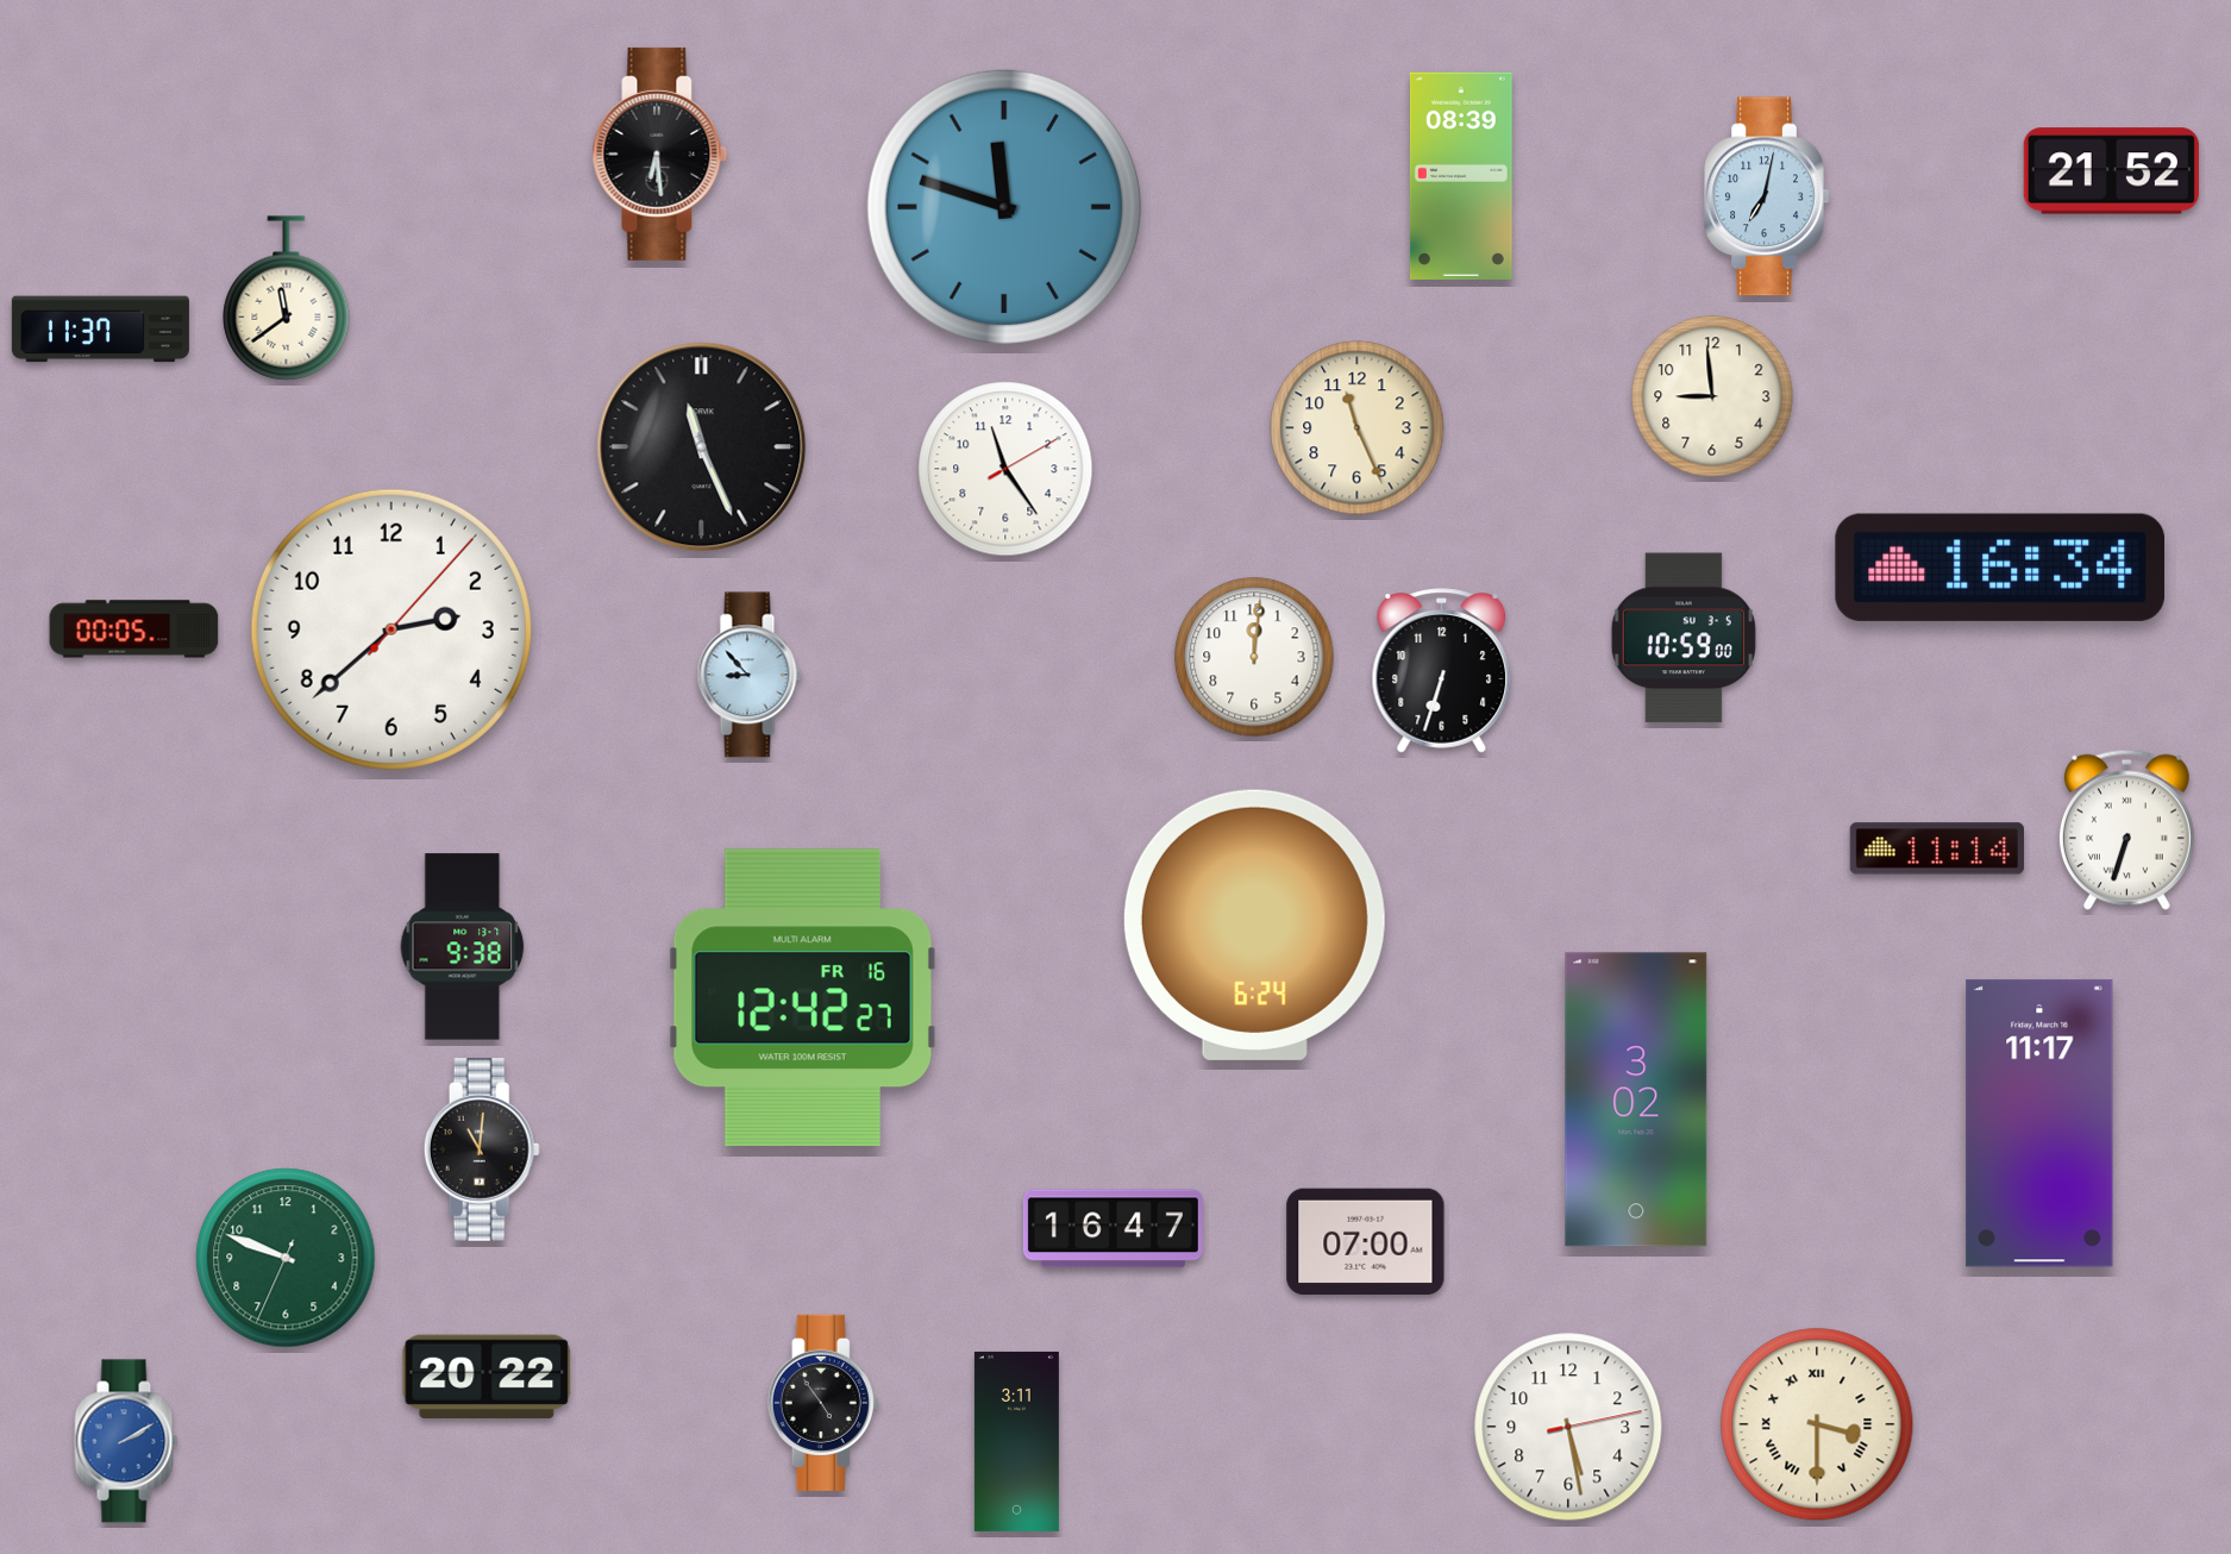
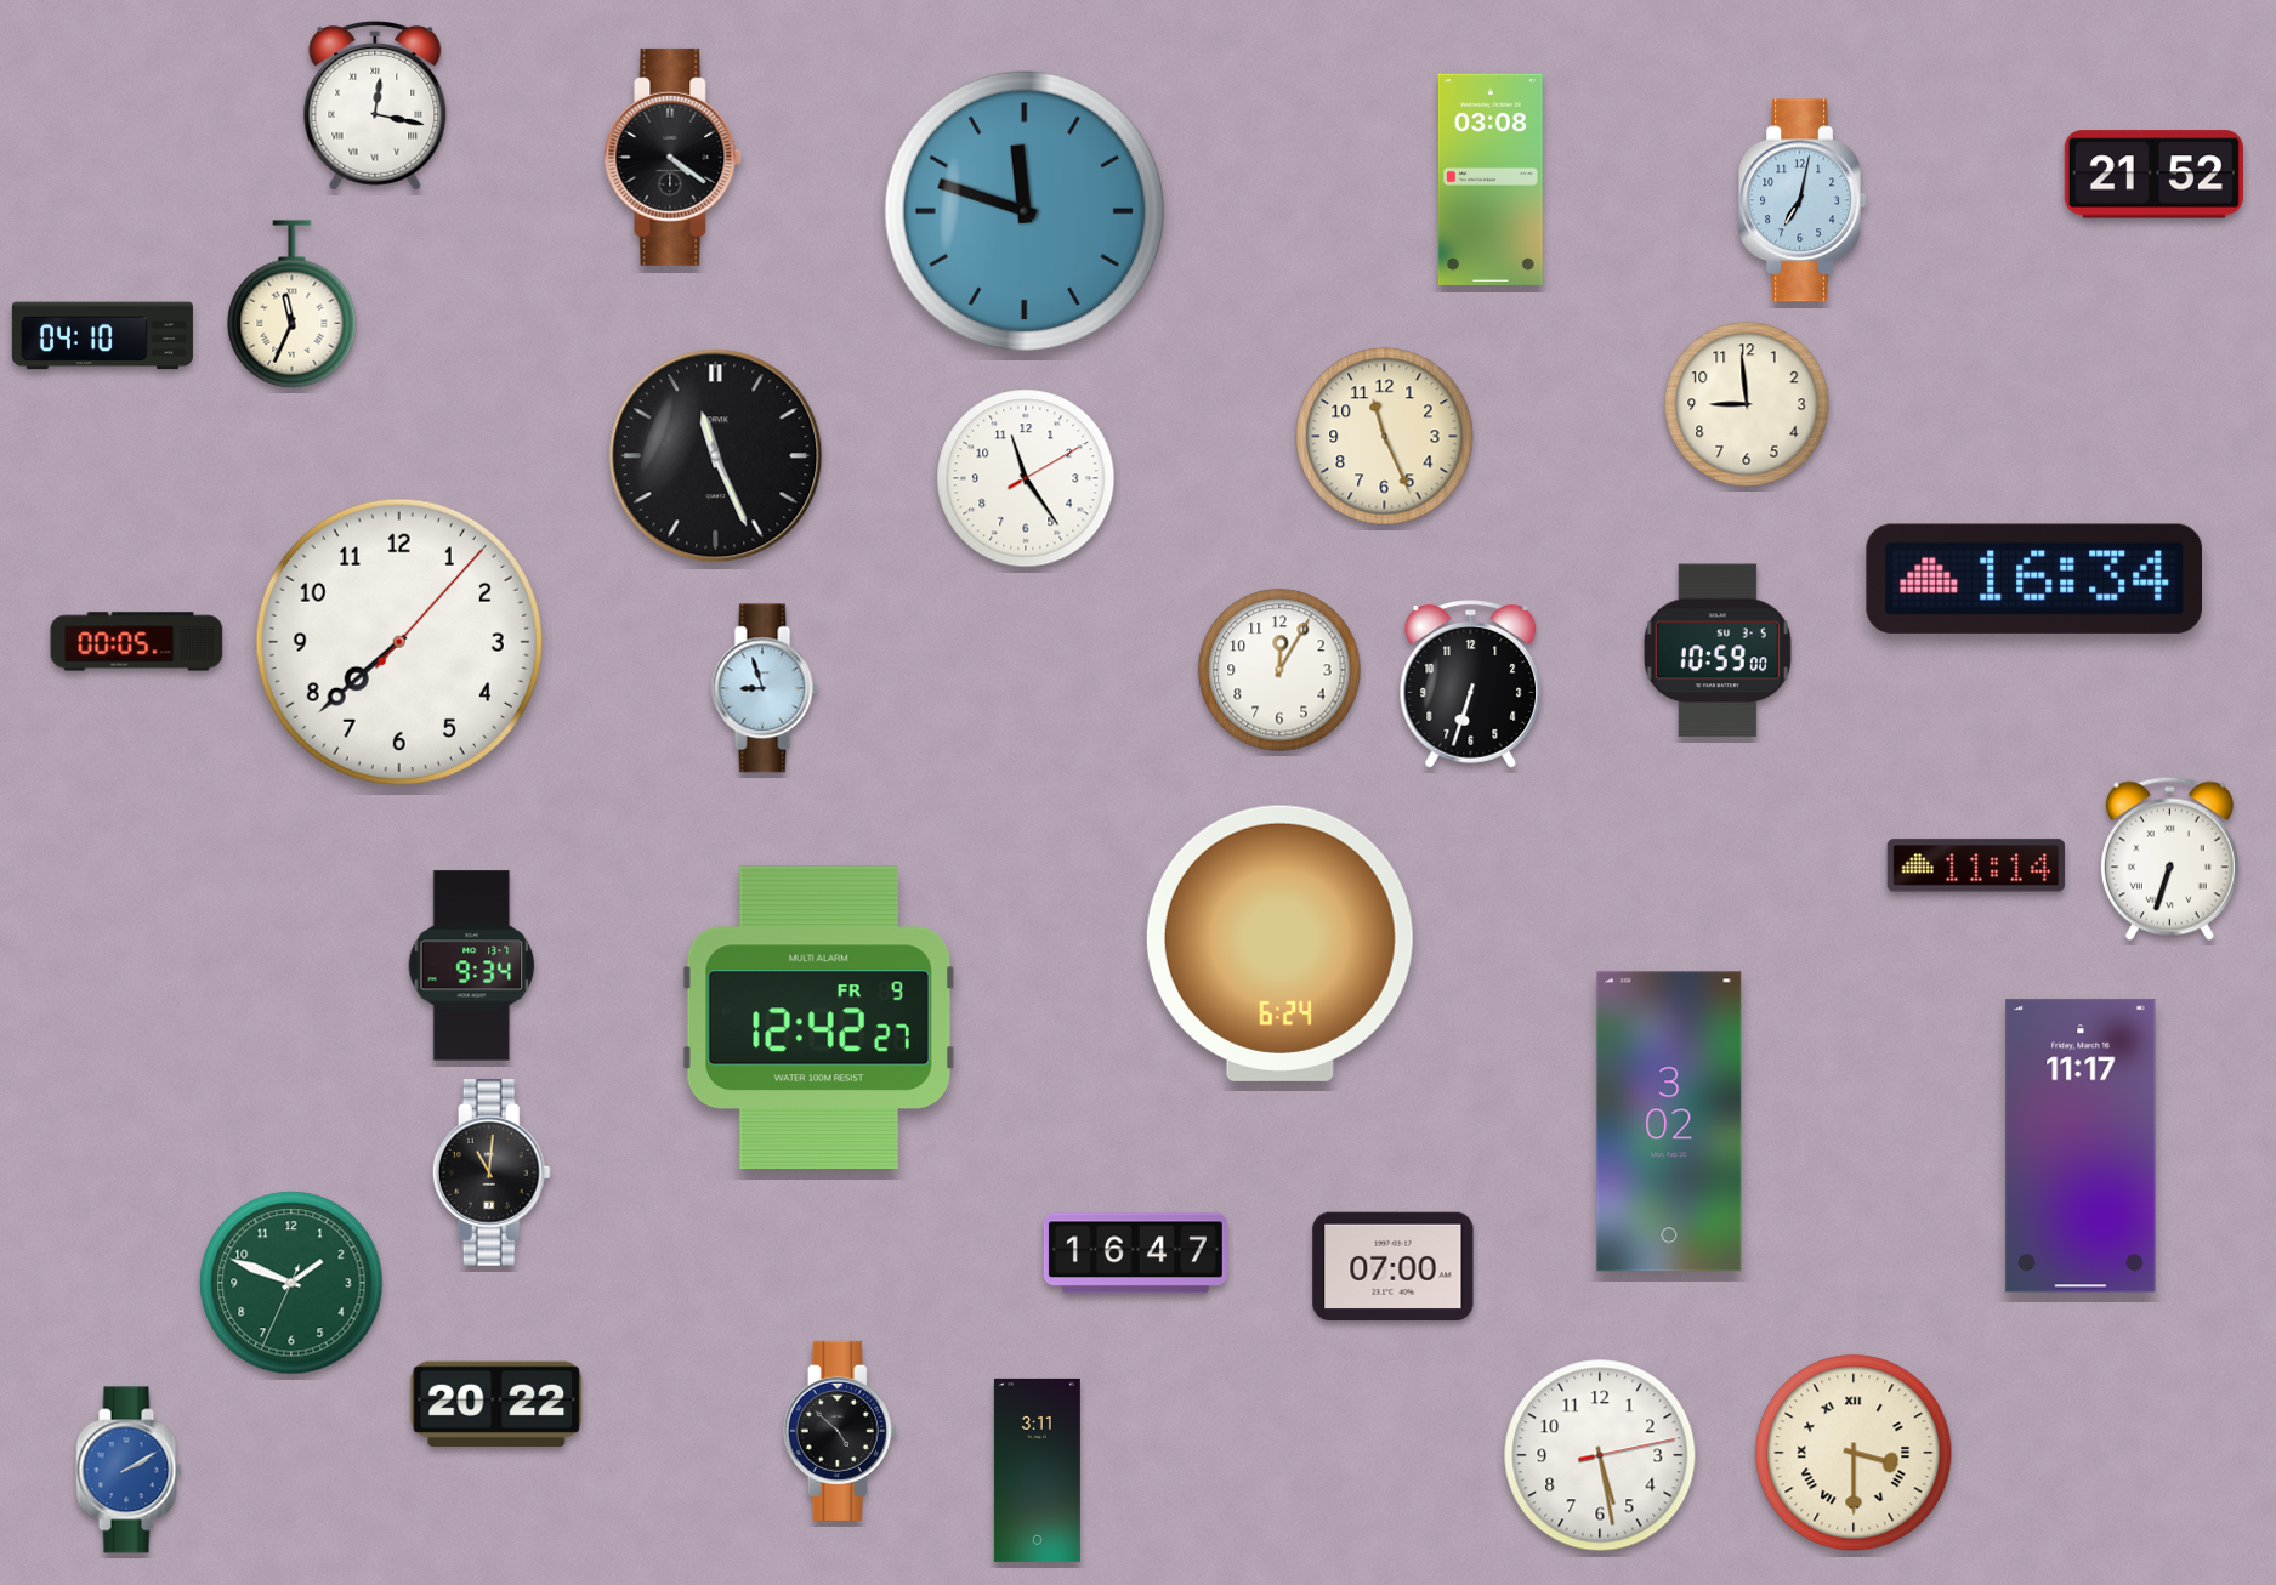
clock at (375, 106): none -> 12:17
clock at (660, 153): 6:29 -> 4:21
clock at (1461, 176): 08:39 -> 03:08
clock at (287, 299): 11:39 -> 11:34
clock at (100, 330): 11:37 -> 04:10
clock at (1999, 568) position: (1999, 568) -> (2033, 579)
clock at (391, 629): 2:38 -> 7:38
clock at (1254, 657): 12:01 -> 12:05
clock at (750, 675): 8:53 -> 8:57
clock at (2126, 829) position: (2126, 829) -> (2169, 858)
clock at (463, 947): 9:38 -> 9:34
clock at (802, 997) date: FR 16 -> FR 9
clock at (286, 1258): 9:48 -> 1:48
clock at (823, 1403): 4:54 -> 4:52
